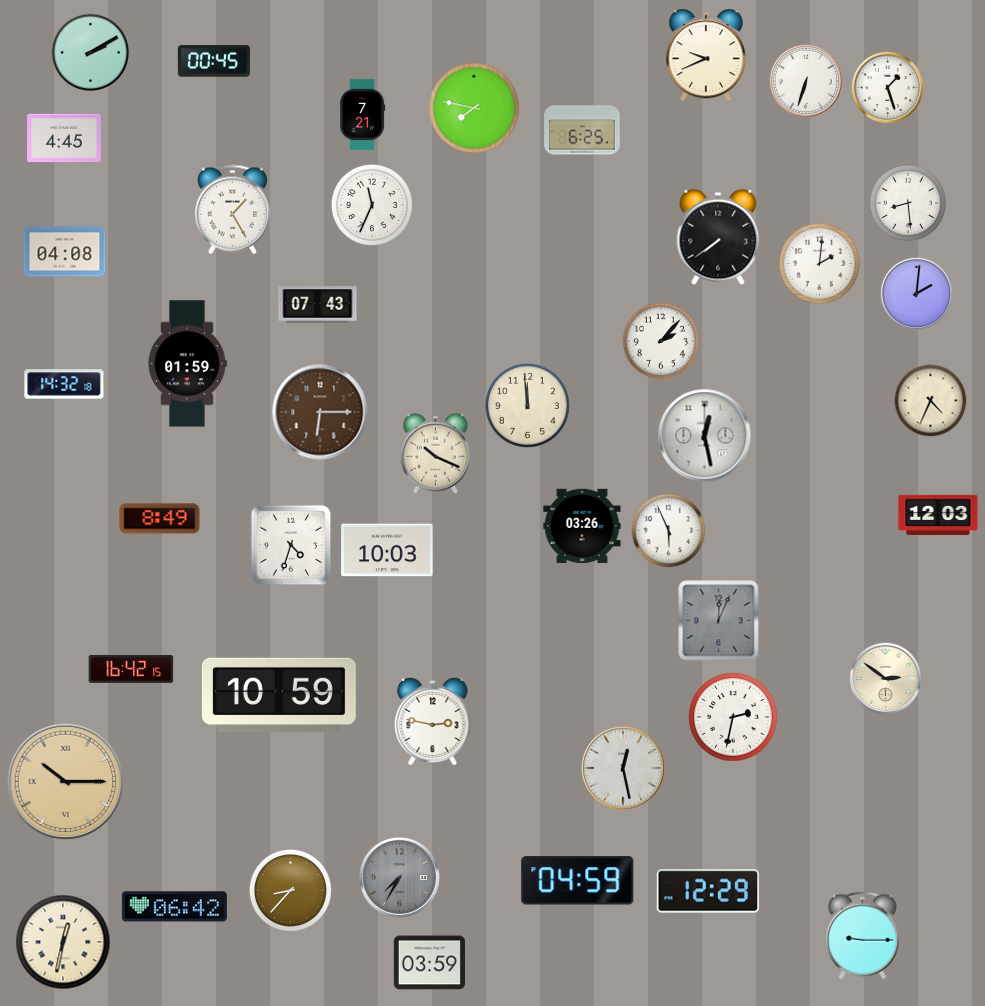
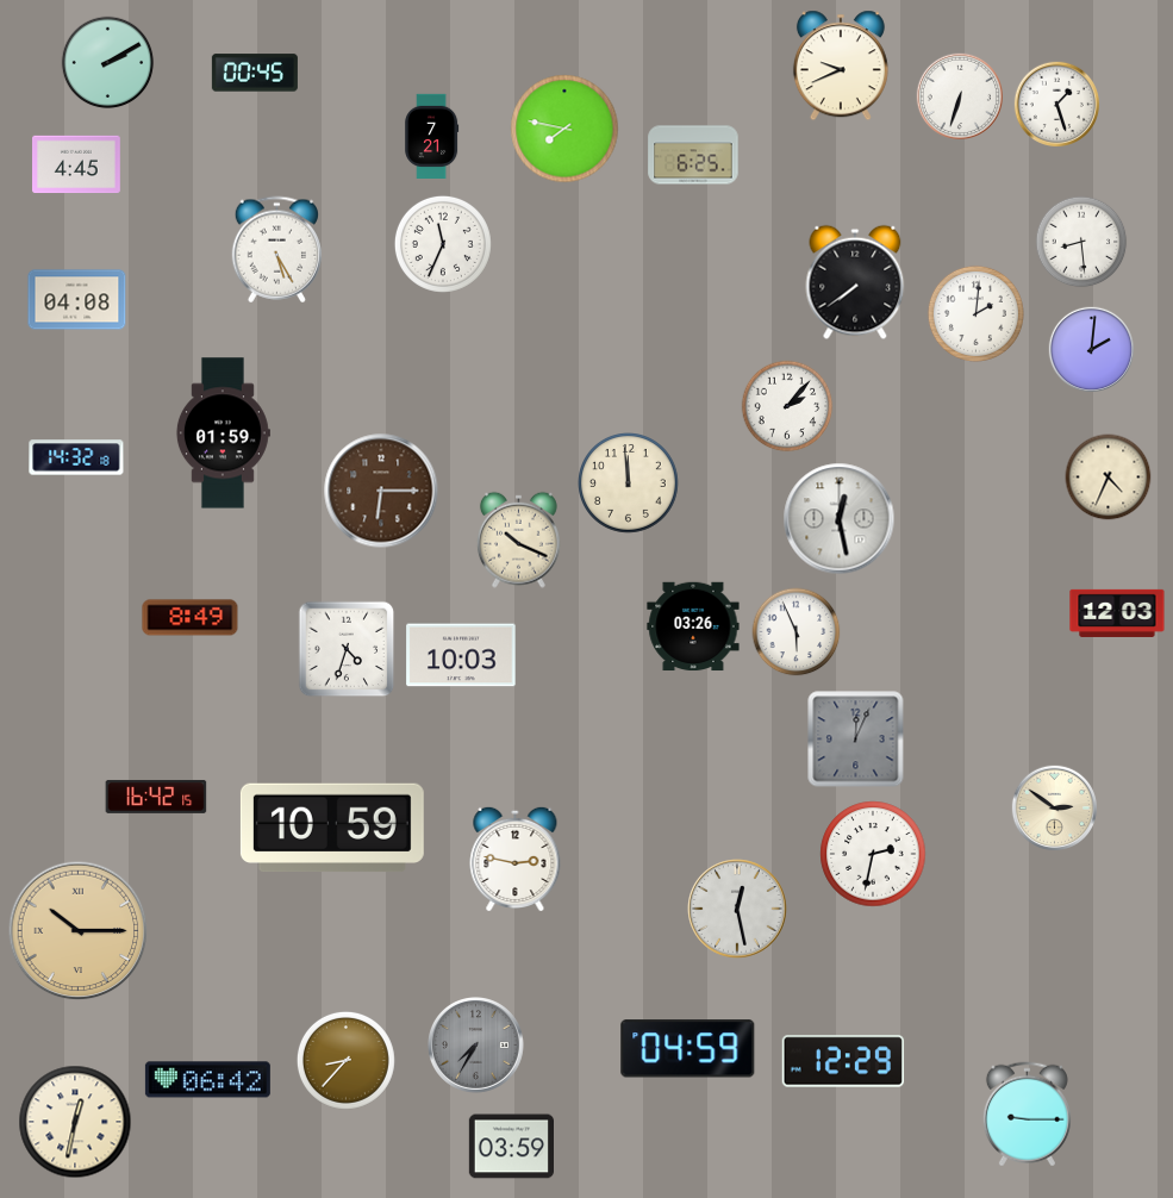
clock at (232, 210): 1:25 -> 5:25
clock at (318, 305): 07:43 -> none
clock at (623, 768) position: (623, 768) -> (737, 909)
